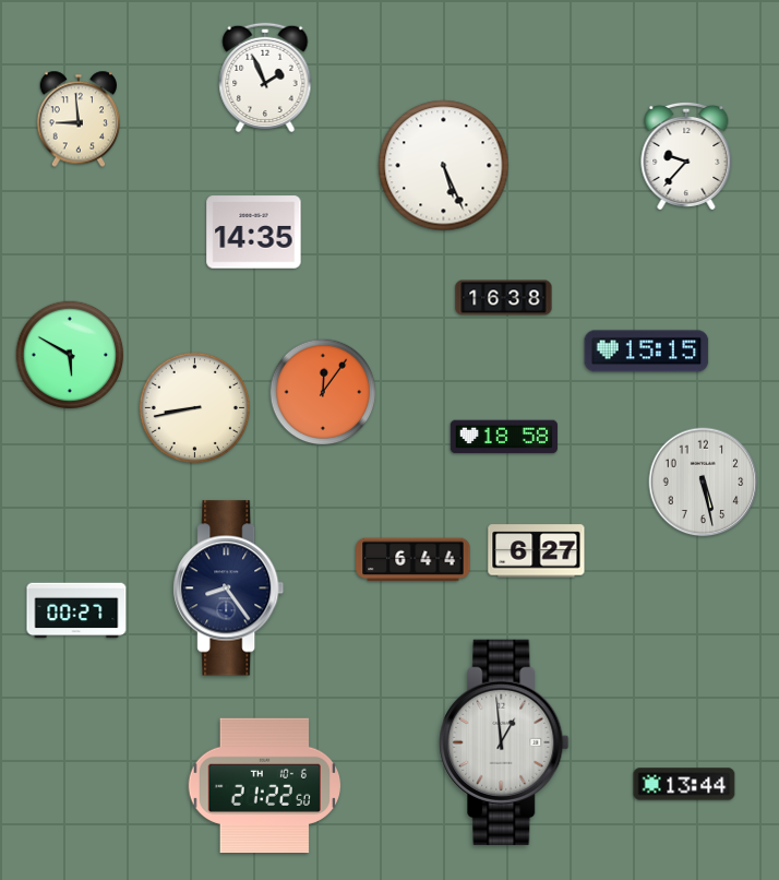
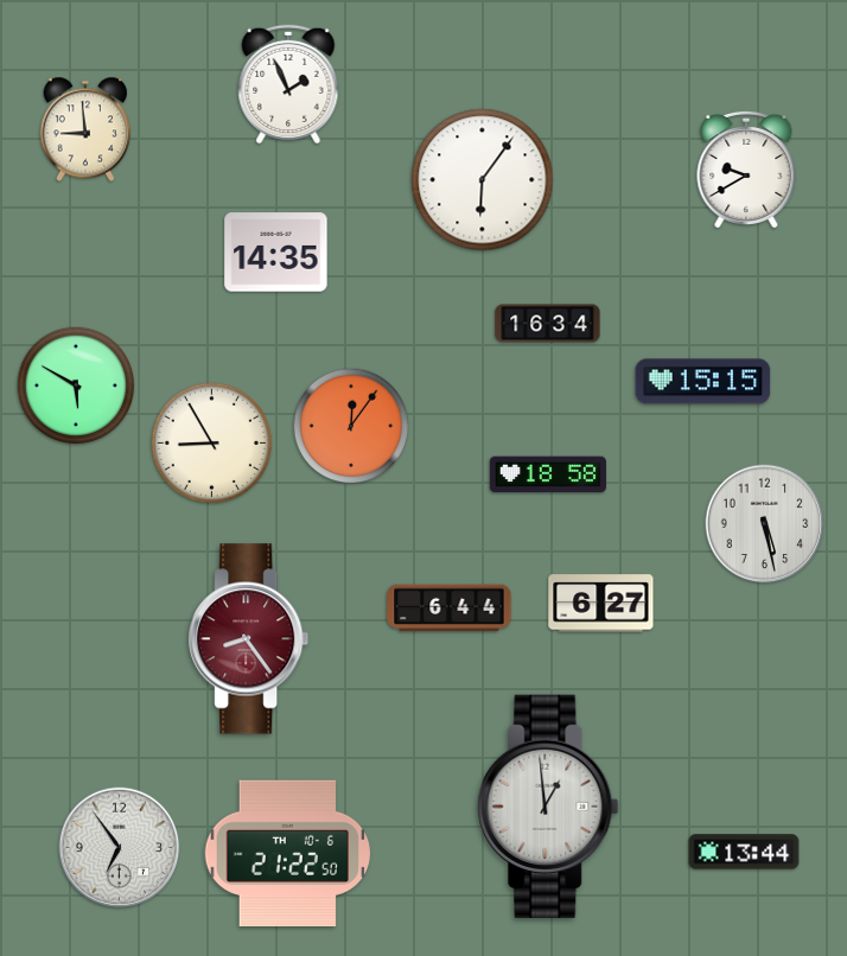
clock at (686, 156): 9:37 -> 9:40
clock at (444, 166): 5:26 -> 6:06
clock at (504, 298): 16:38 -> 16:34
clock at (194, 407): 8:43 -> 8:55
clock at (537, 551) position: (537, 551) -> (601, 604)
clock at (229, 588) dial: navy -> burgundy
clock at (76, 610): 00:27 -> none
clock at (120, 848): none -> 6:54
